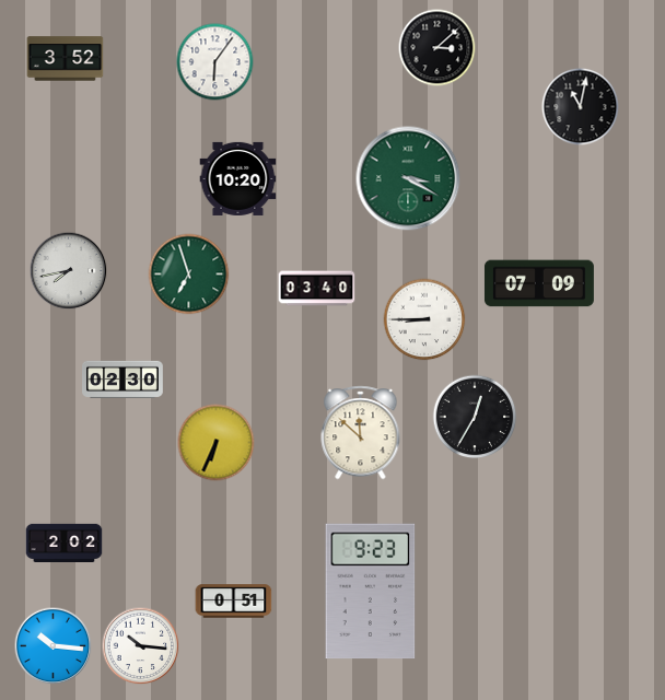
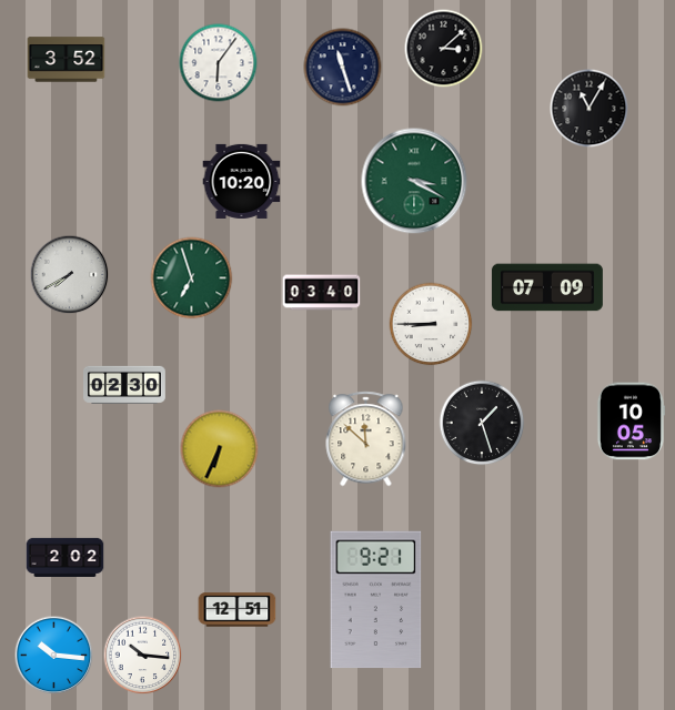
clock at (343, 68): none -> 11:27
clock at (581, 107): 11:02 -> 11:05
clock at (69, 271): 7:43 -> 7:40
clock at (629, 422): none -> 10:05
clock at (475, 417): 12:35 -> 1:27
clock at (65, 542) position: (65, 542) -> (66, 557)
clock at (371, 592): 9:23 -> 9:21
clock at (234, 602): 0:51 -> 12:51
